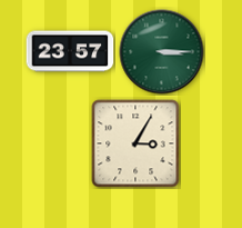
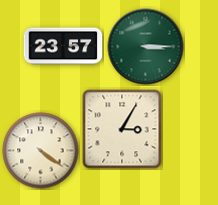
clock at (41, 151): none -> 4:21
